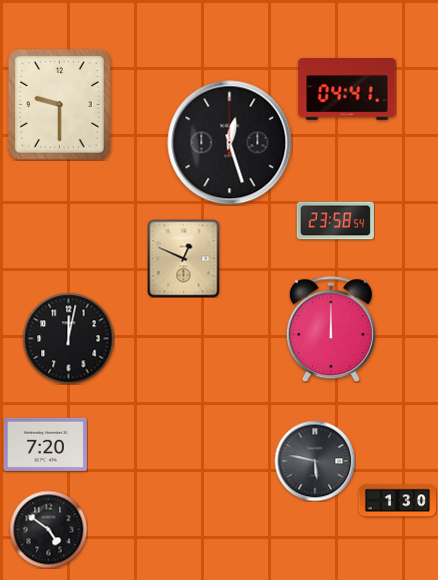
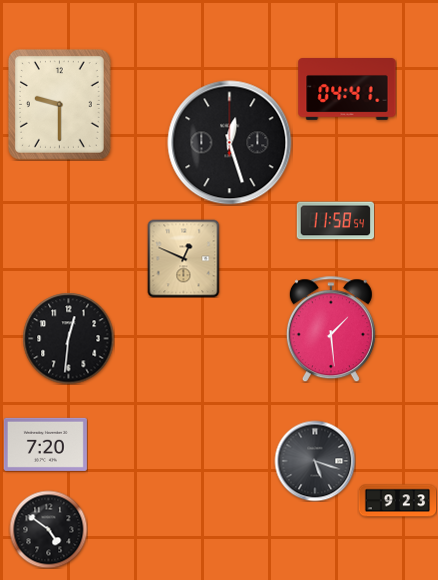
clock at (335, 221): 23:58 -> 11:58
clock at (331, 329): 12:00 -> 1:29
clock at (68, 338): 12:02 -> 12:31
clock at (315, 461): 5:47 -> 5:18
clock at (397, 501): 1:30 -> 9:23
